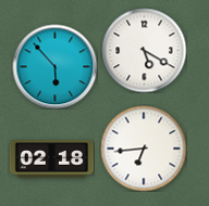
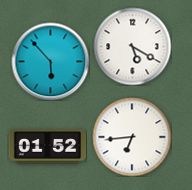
clock at (51, 159): 02:18 -> 01:52
